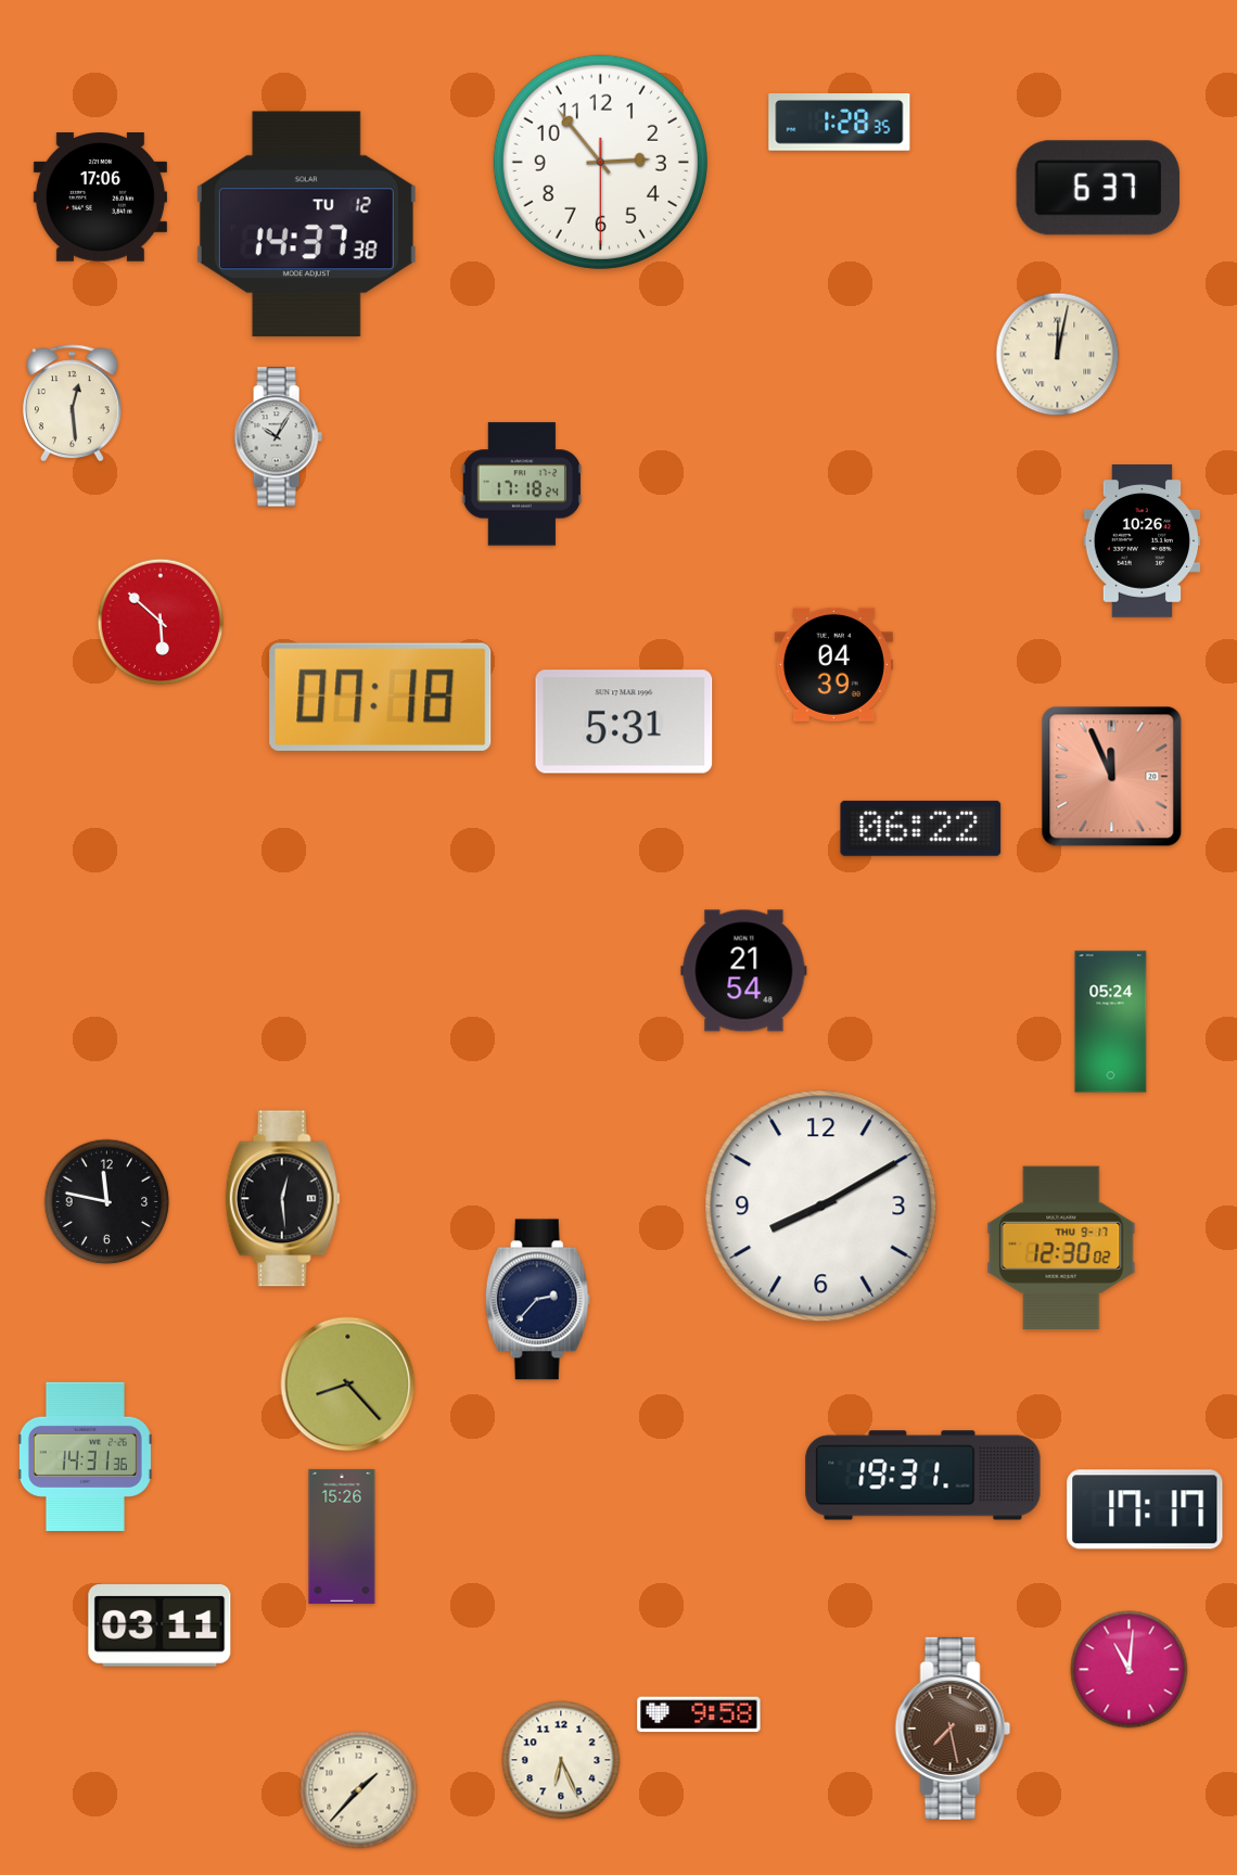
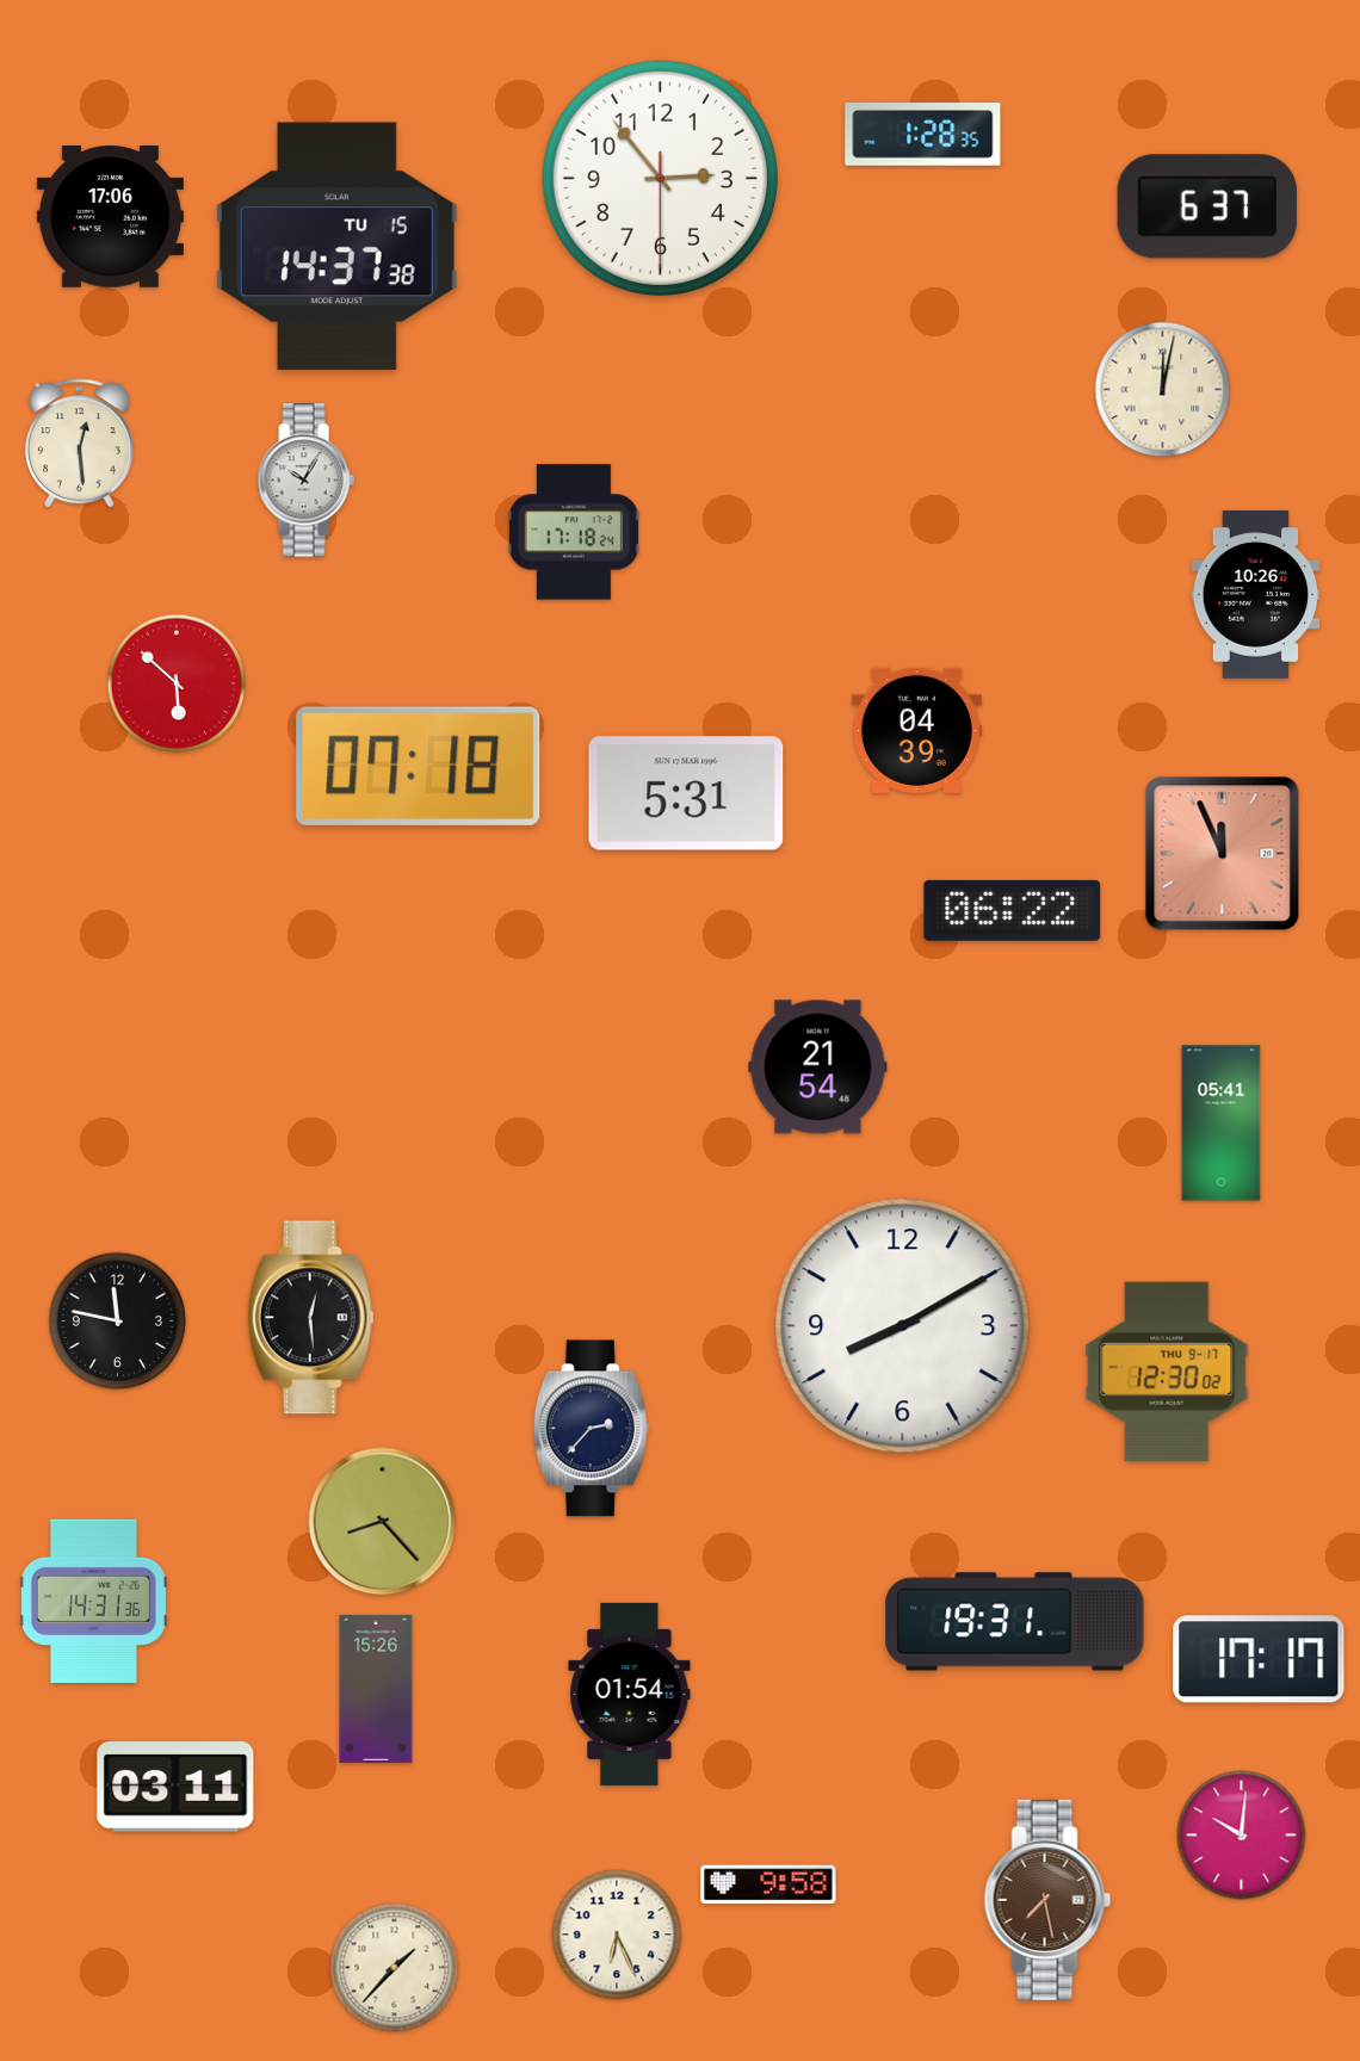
clock at (306, 225) date: TU 12 -> TU 15
clock at (1111, 1022): 05:24 -> 05:41
clock at (630, 1694): none -> 01:54
clock at (1130, 1670): 11:01 -> 10:01
